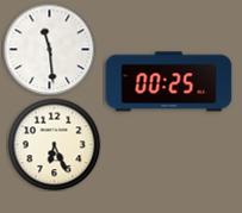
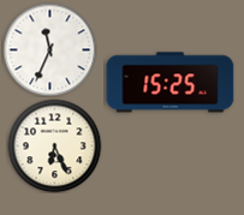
clock at (49, 49): 11:29 -> 11:34
clock at (169, 82): 00:25 -> 15:25
